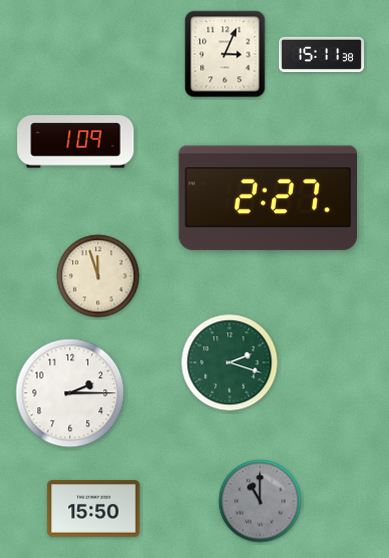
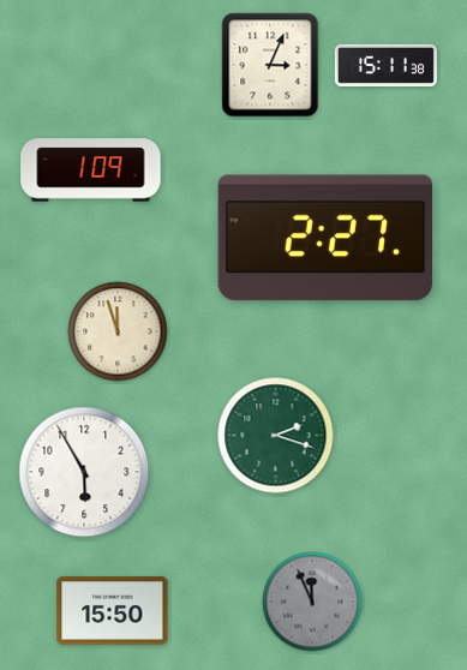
clock at (267, 198) position: (267, 198) -> (324, 238)
clock at (70, 393): 2:15 -> 5:55
clock at (260, 501): 11:00 -> 11:56
